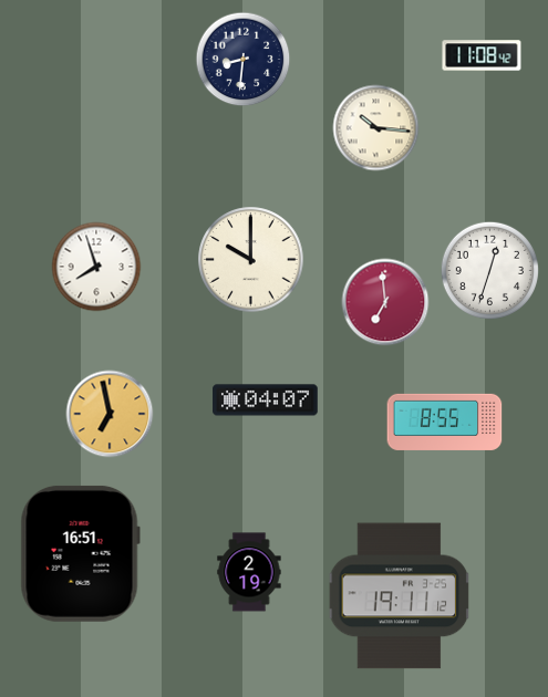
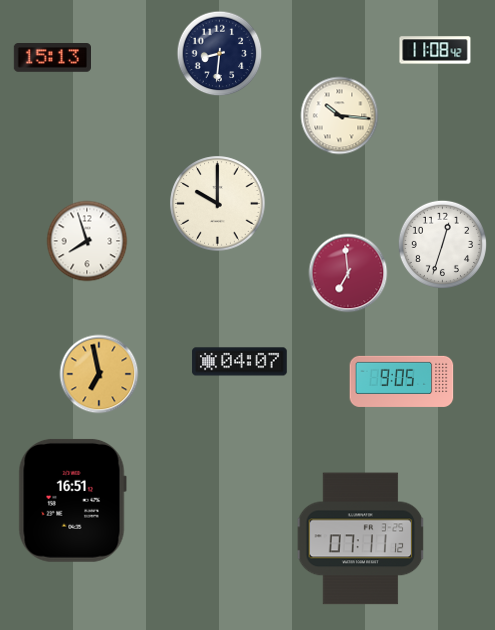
clock at (52, 58): none -> 15:13
clock at (251, 260) position: (251, 260) -> (218, 204)
clock at (445, 422): 8:55 -> 9:05
clock at (249, 572): 2:19 -> none
clock at (400, 596): 19:11 -> 07:11
